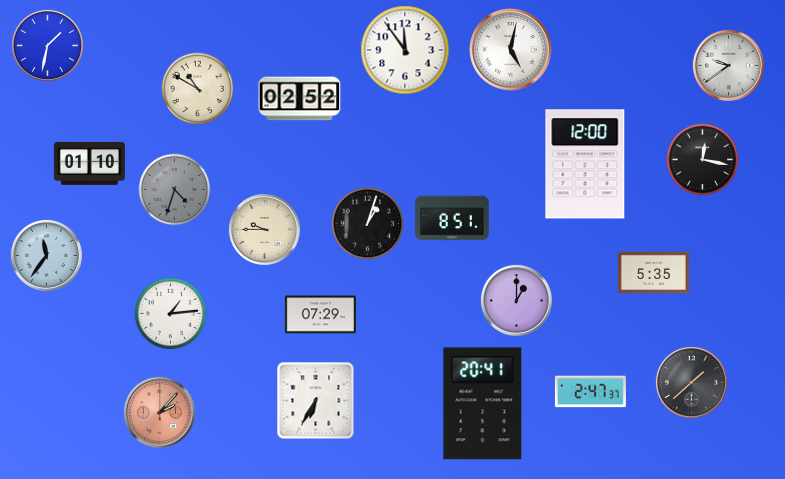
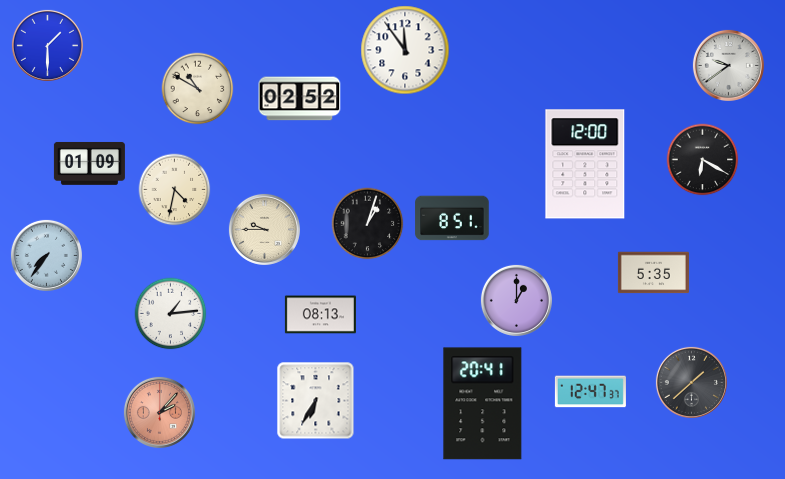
clock at (47, 45): 1:32 -> 1:30
clock at (511, 50): 5:02 -> none
clock at (703, 160): 12:17 -> 6:20
clock at (89, 164): 01:10 -> 01:09
clock at (175, 190): 4:33 -> 4:32
clock at (175, 190) dial: grey -> cream
clock at (46, 255): 11:36 -> 7:36
clock at (320, 315): 07:29 -> 08:13
clock at (590, 392): 2:47 -> 12:47
